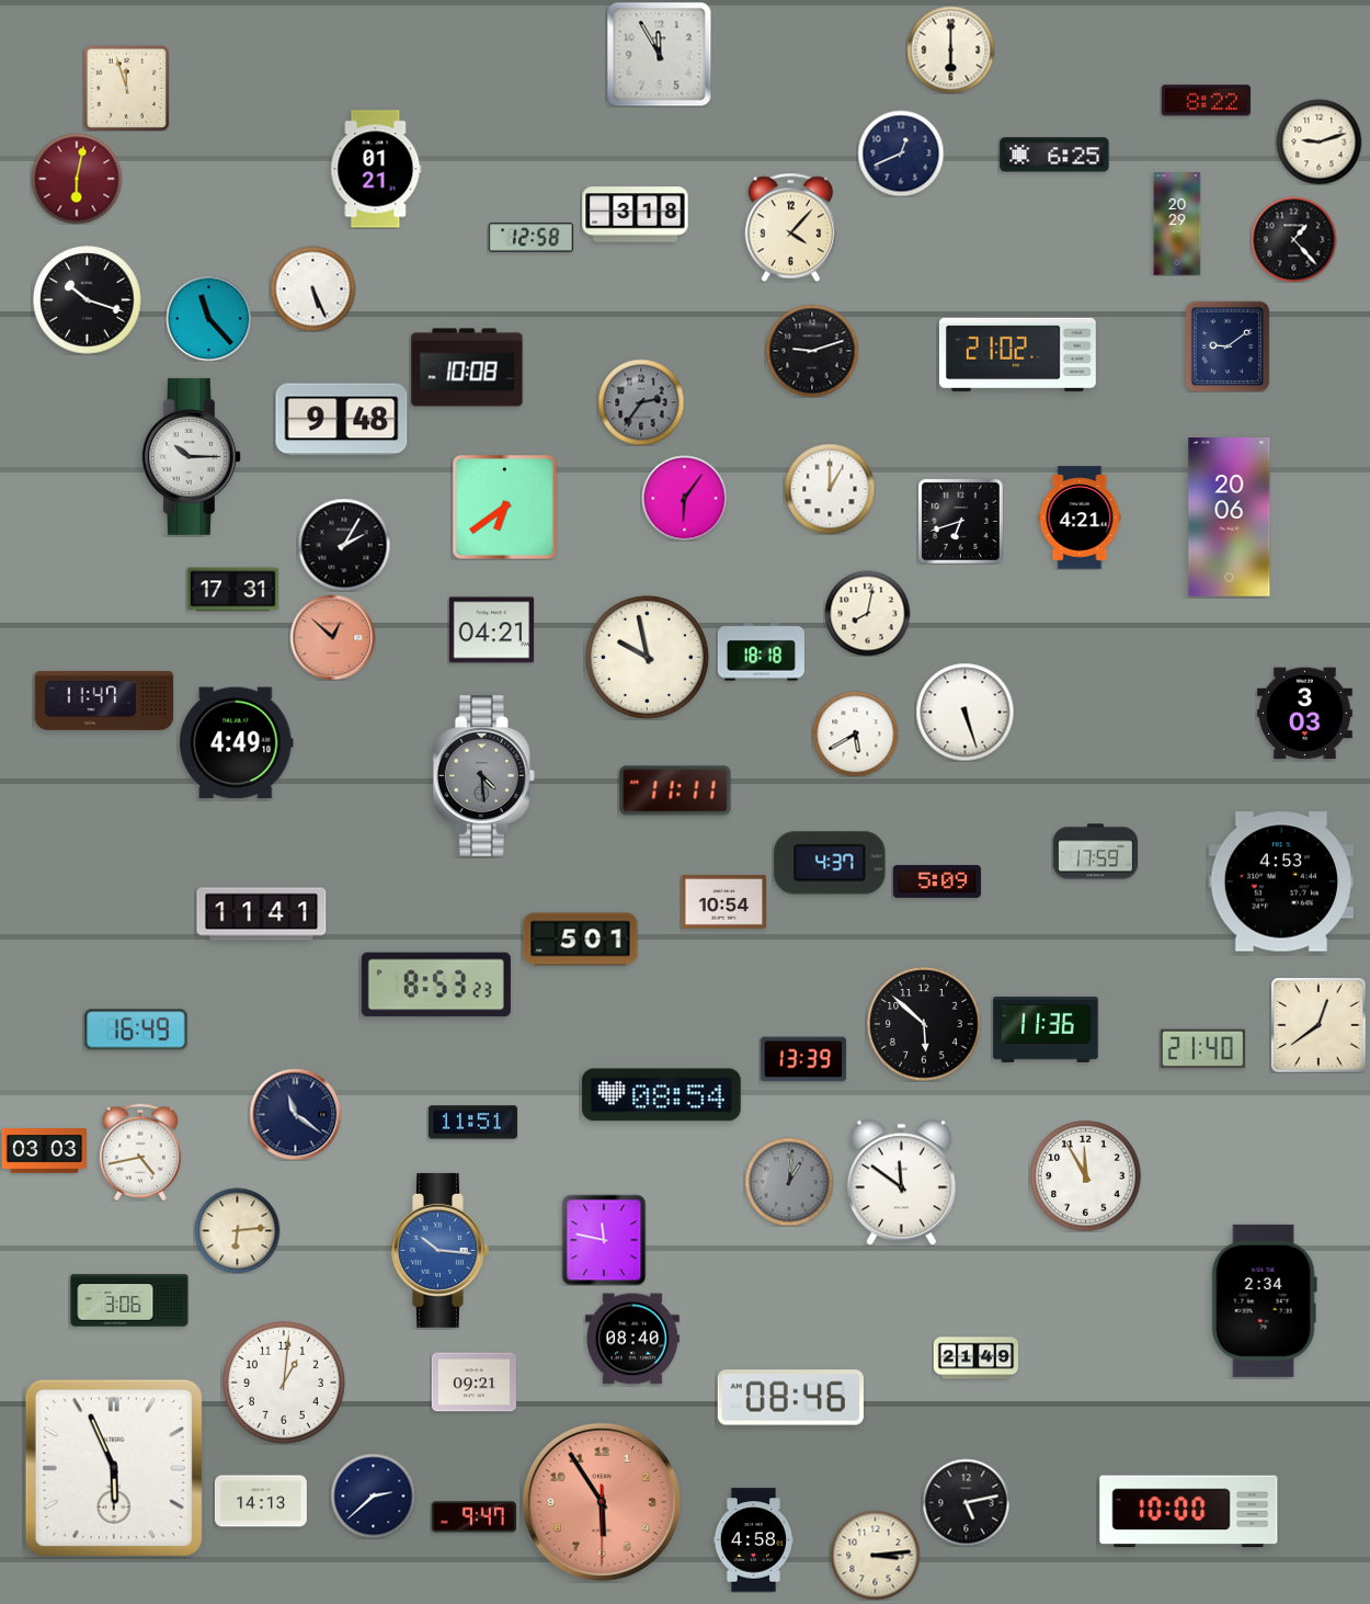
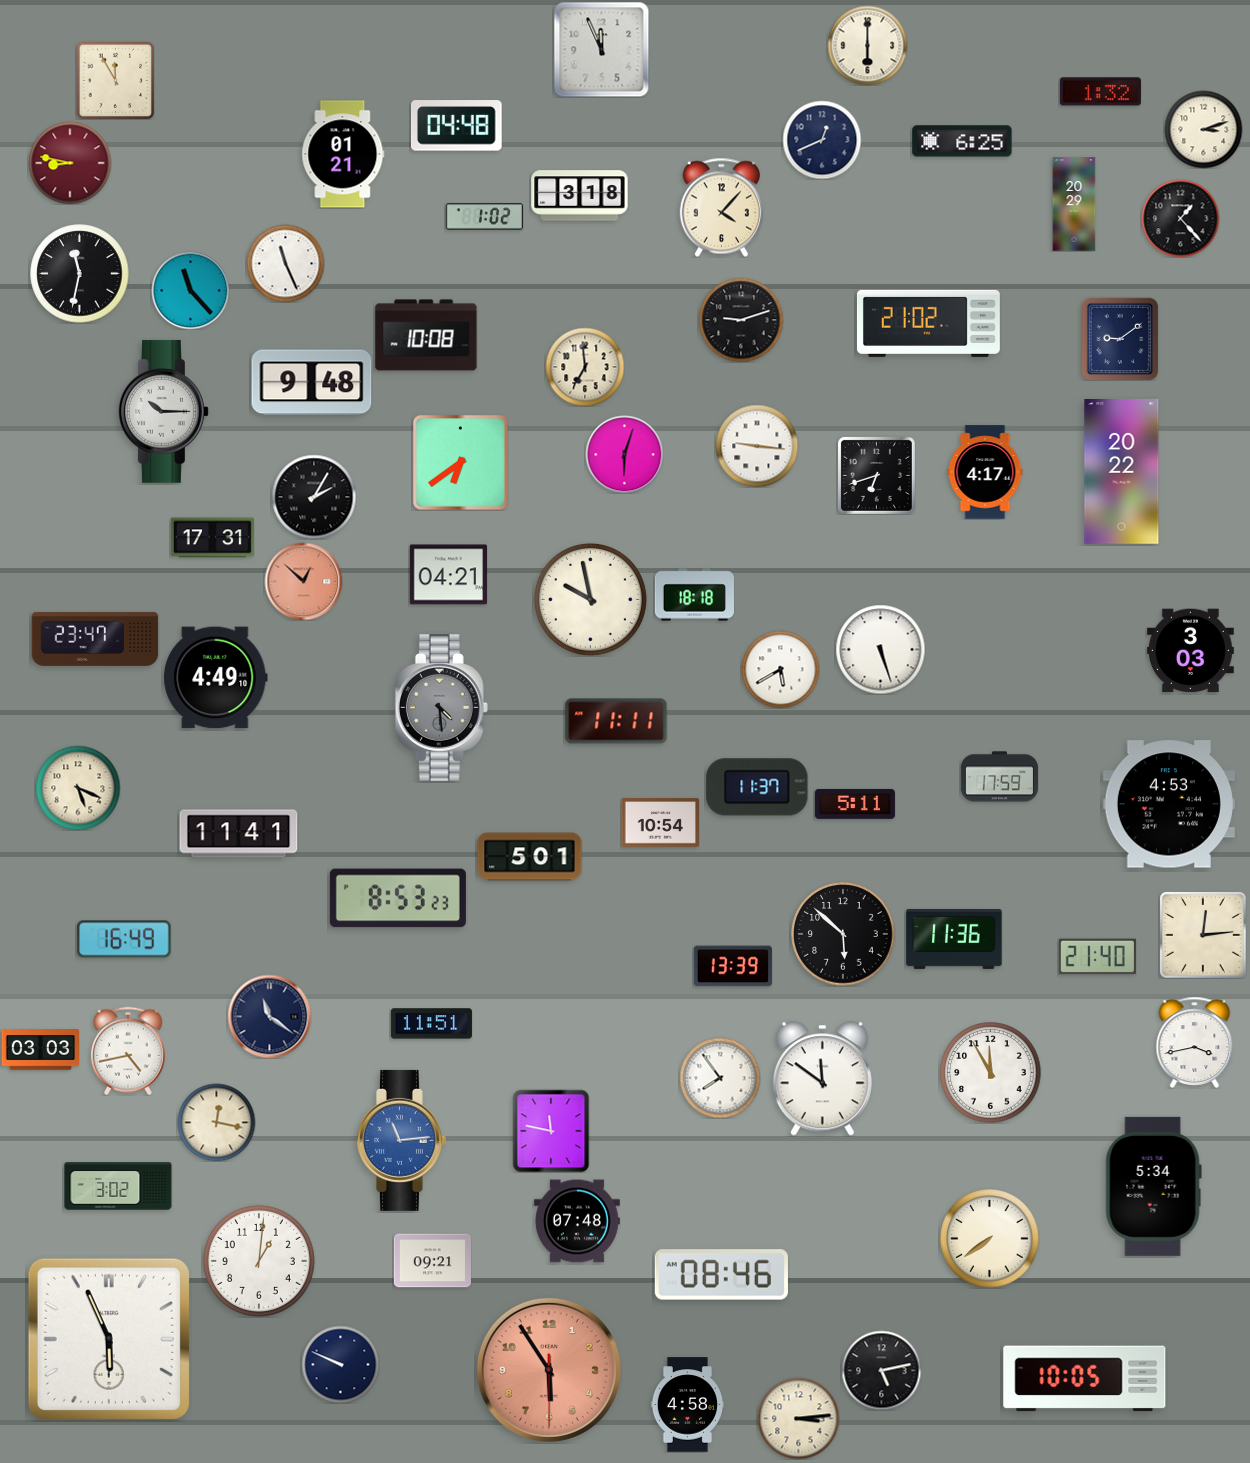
clock at (659, 54): 11:55 -> 11:56
clock at (126, 88): 11:57 -> 11:55
clock at (1206, 101): 8:22 -> 1:32
clock at (457, 126): none -> 04:48
clock at (1318, 141): 9:12 -> 3:12
clock at (77, 179): 6:02 -> 8:47
clock at (530, 238): 12:58 -> 1:02
clock at (312, 288): 5:26 -> 11:26
clock at (88, 300): 10:18 -> 11:32
clock at (1228, 346) position: (1228, 346) -> (1120, 339)
clock at (641, 402): 2:36 -> 6:59
clock at (641, 402) dial: grey -> cream
clock at (191, 456) position: (191, 456) -> (163, 411)
clock at (830, 489): 1:00 -> 9:16
clock at (684, 498): 6:06 -> 6:03
clock at (1080, 517): 4:21 -> 4:17
clock at (1230, 517): 20:06 -> 20:22
clock at (867, 613): 8:02 -> none
clock at (104, 701): 11:47 -> 23:47
clock at (830, 863): 4:37 -> 11:37
clock at (78, 788): none -> 5:19
clock at (937, 881): 5:09 -> 5:11
clock at (1318, 1025): 12:39 -> 12:14
clock at (661, 1095): 08:54 -> none
clock at (1195, 1042): none -> 3:43
clock at (789, 1182): 1:01 -> 7:54
clock at (789, 1182) dial: grey -> white
clock at (237, 1230): 6:14 -> 12:17
clock at (439, 1250): 10:16 -> 11:14
clock at (129, 1300): 3:06 -> 3:02
clock at (1264, 1300): 2:34 -> 5:34
clock at (632, 1339): 08:40 -> 07:48
clock at (975, 1358): 21:49 -> none
clock at (990, 1239): none -> 7:39
clock at (114, 1468) position: (114, 1468) -> (109, 1339)
clock at (373, 1495): 2:38 -> 9:49
clock at (261, 1501): 14:13 -> none
clock at (1189, 1512): 10:00 -> 10:05
clock at (473, 1517): 9:47 -> none
